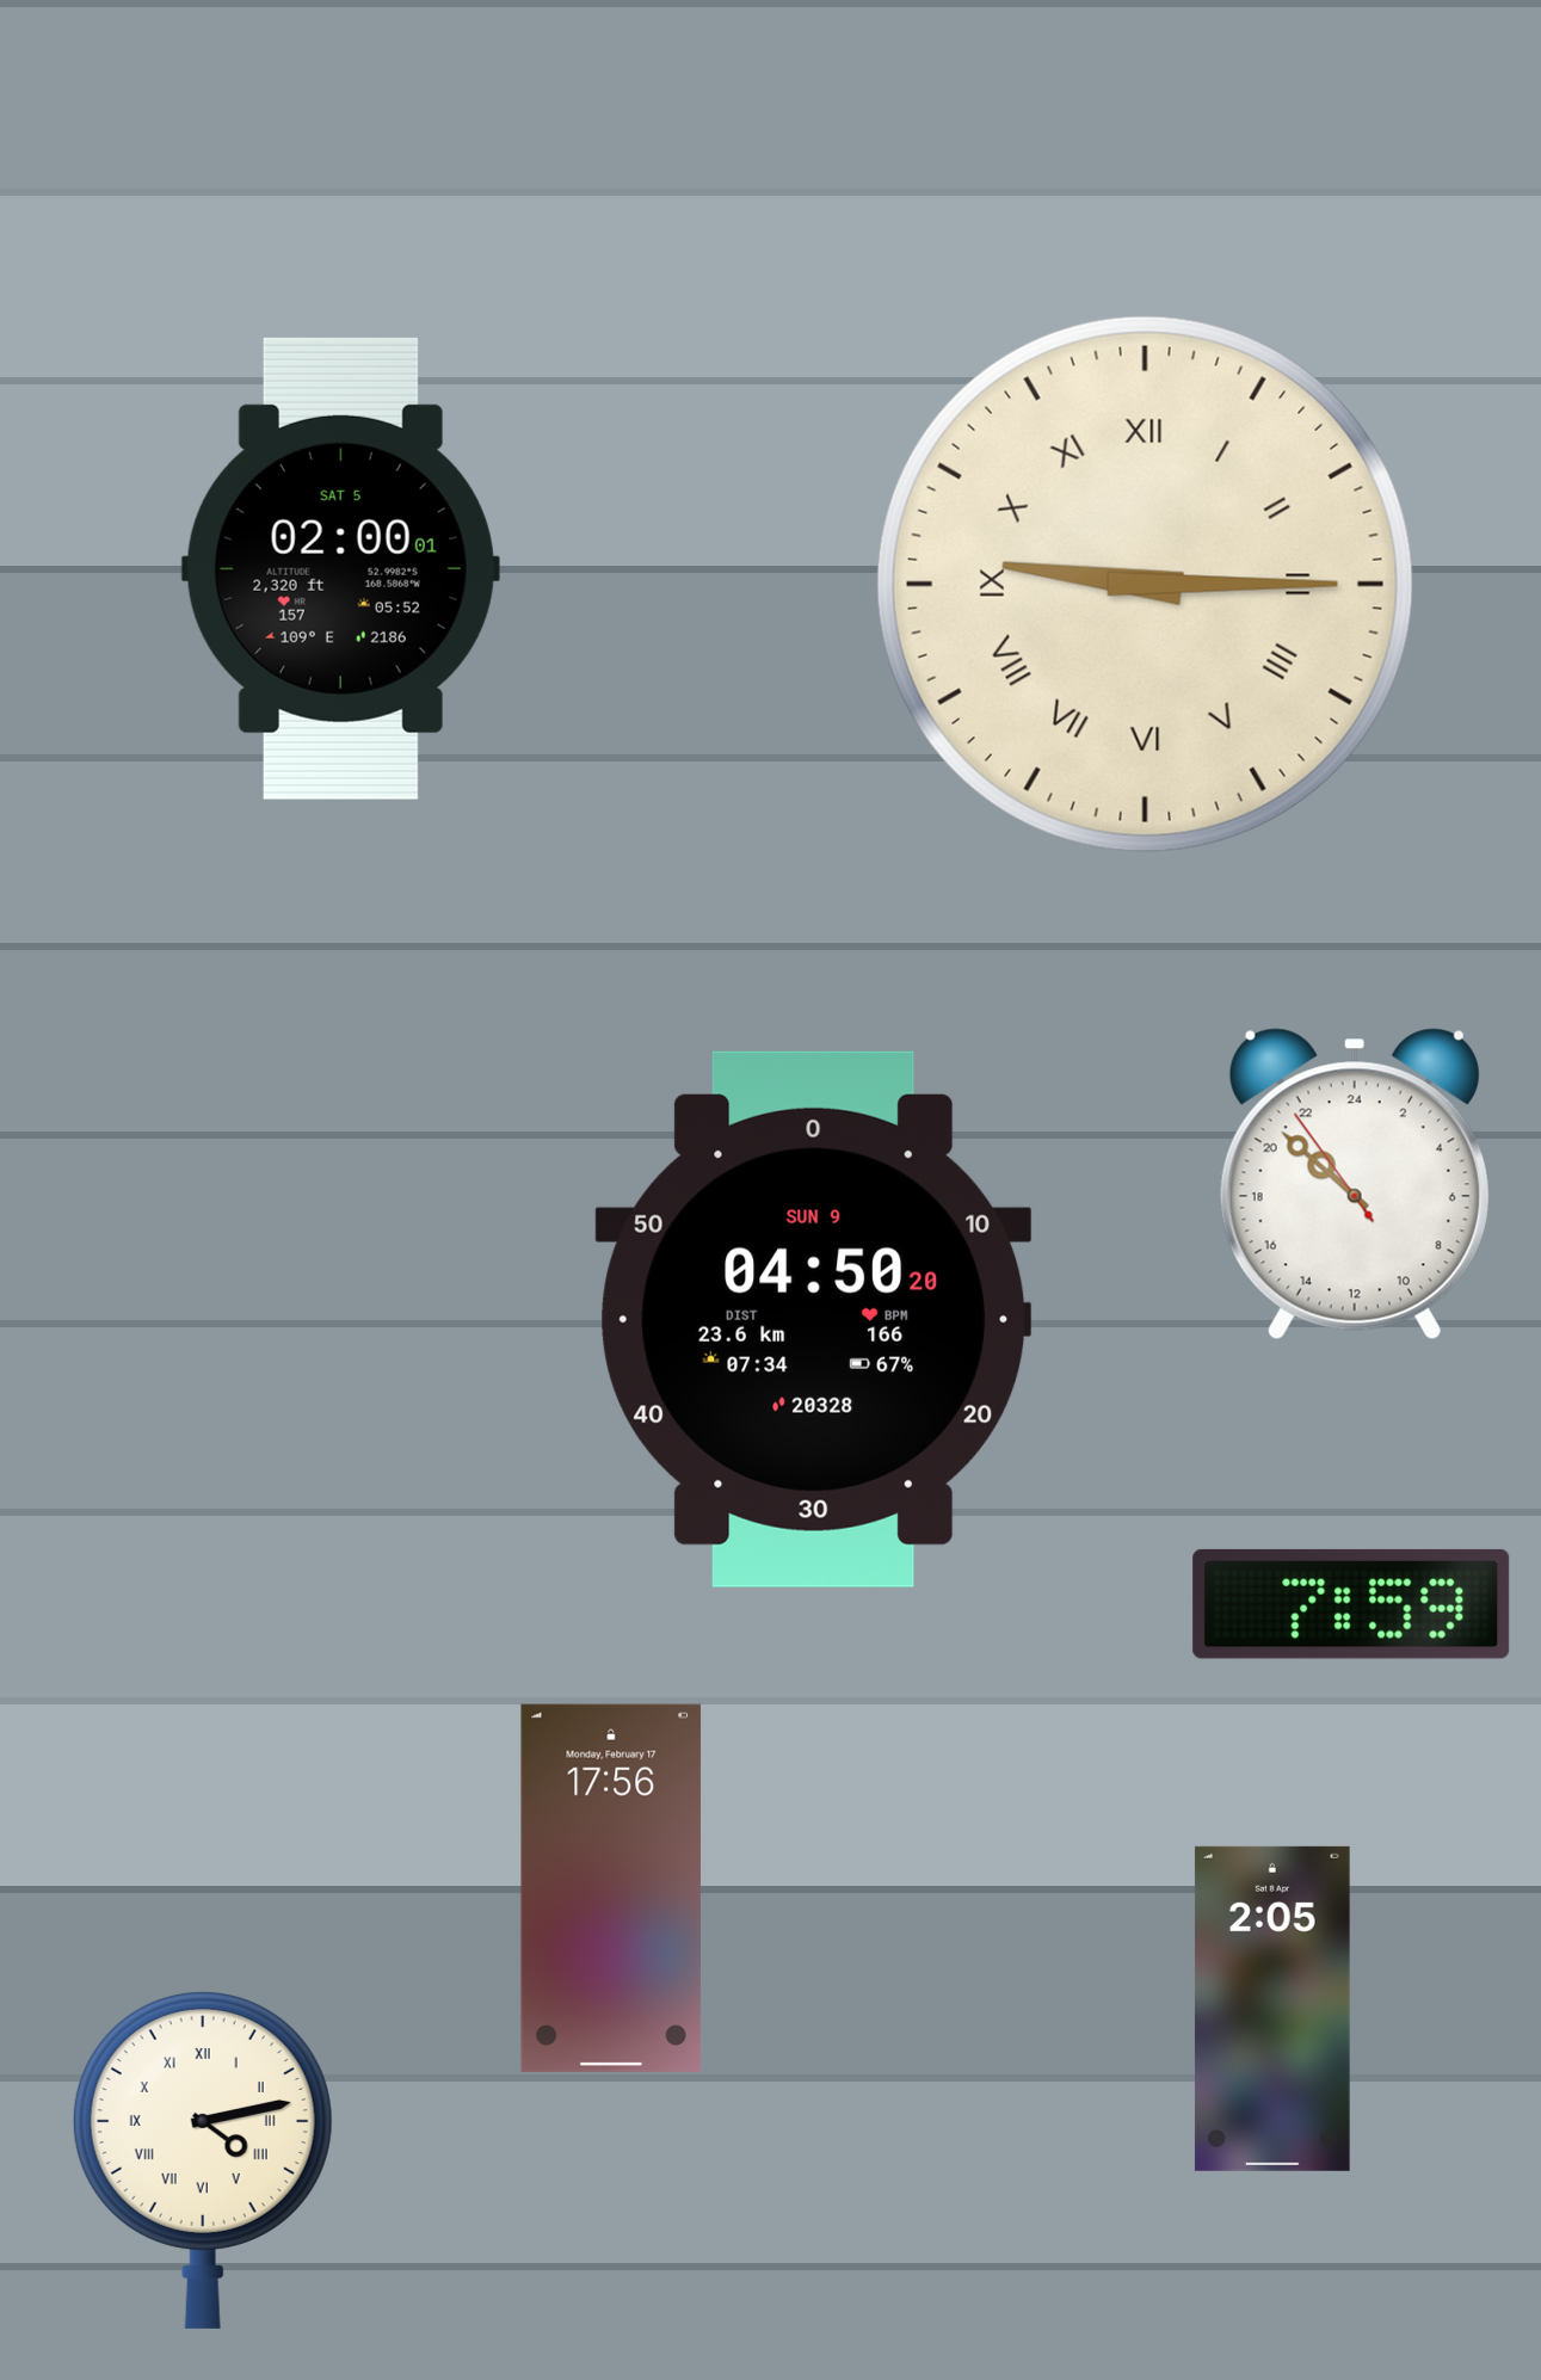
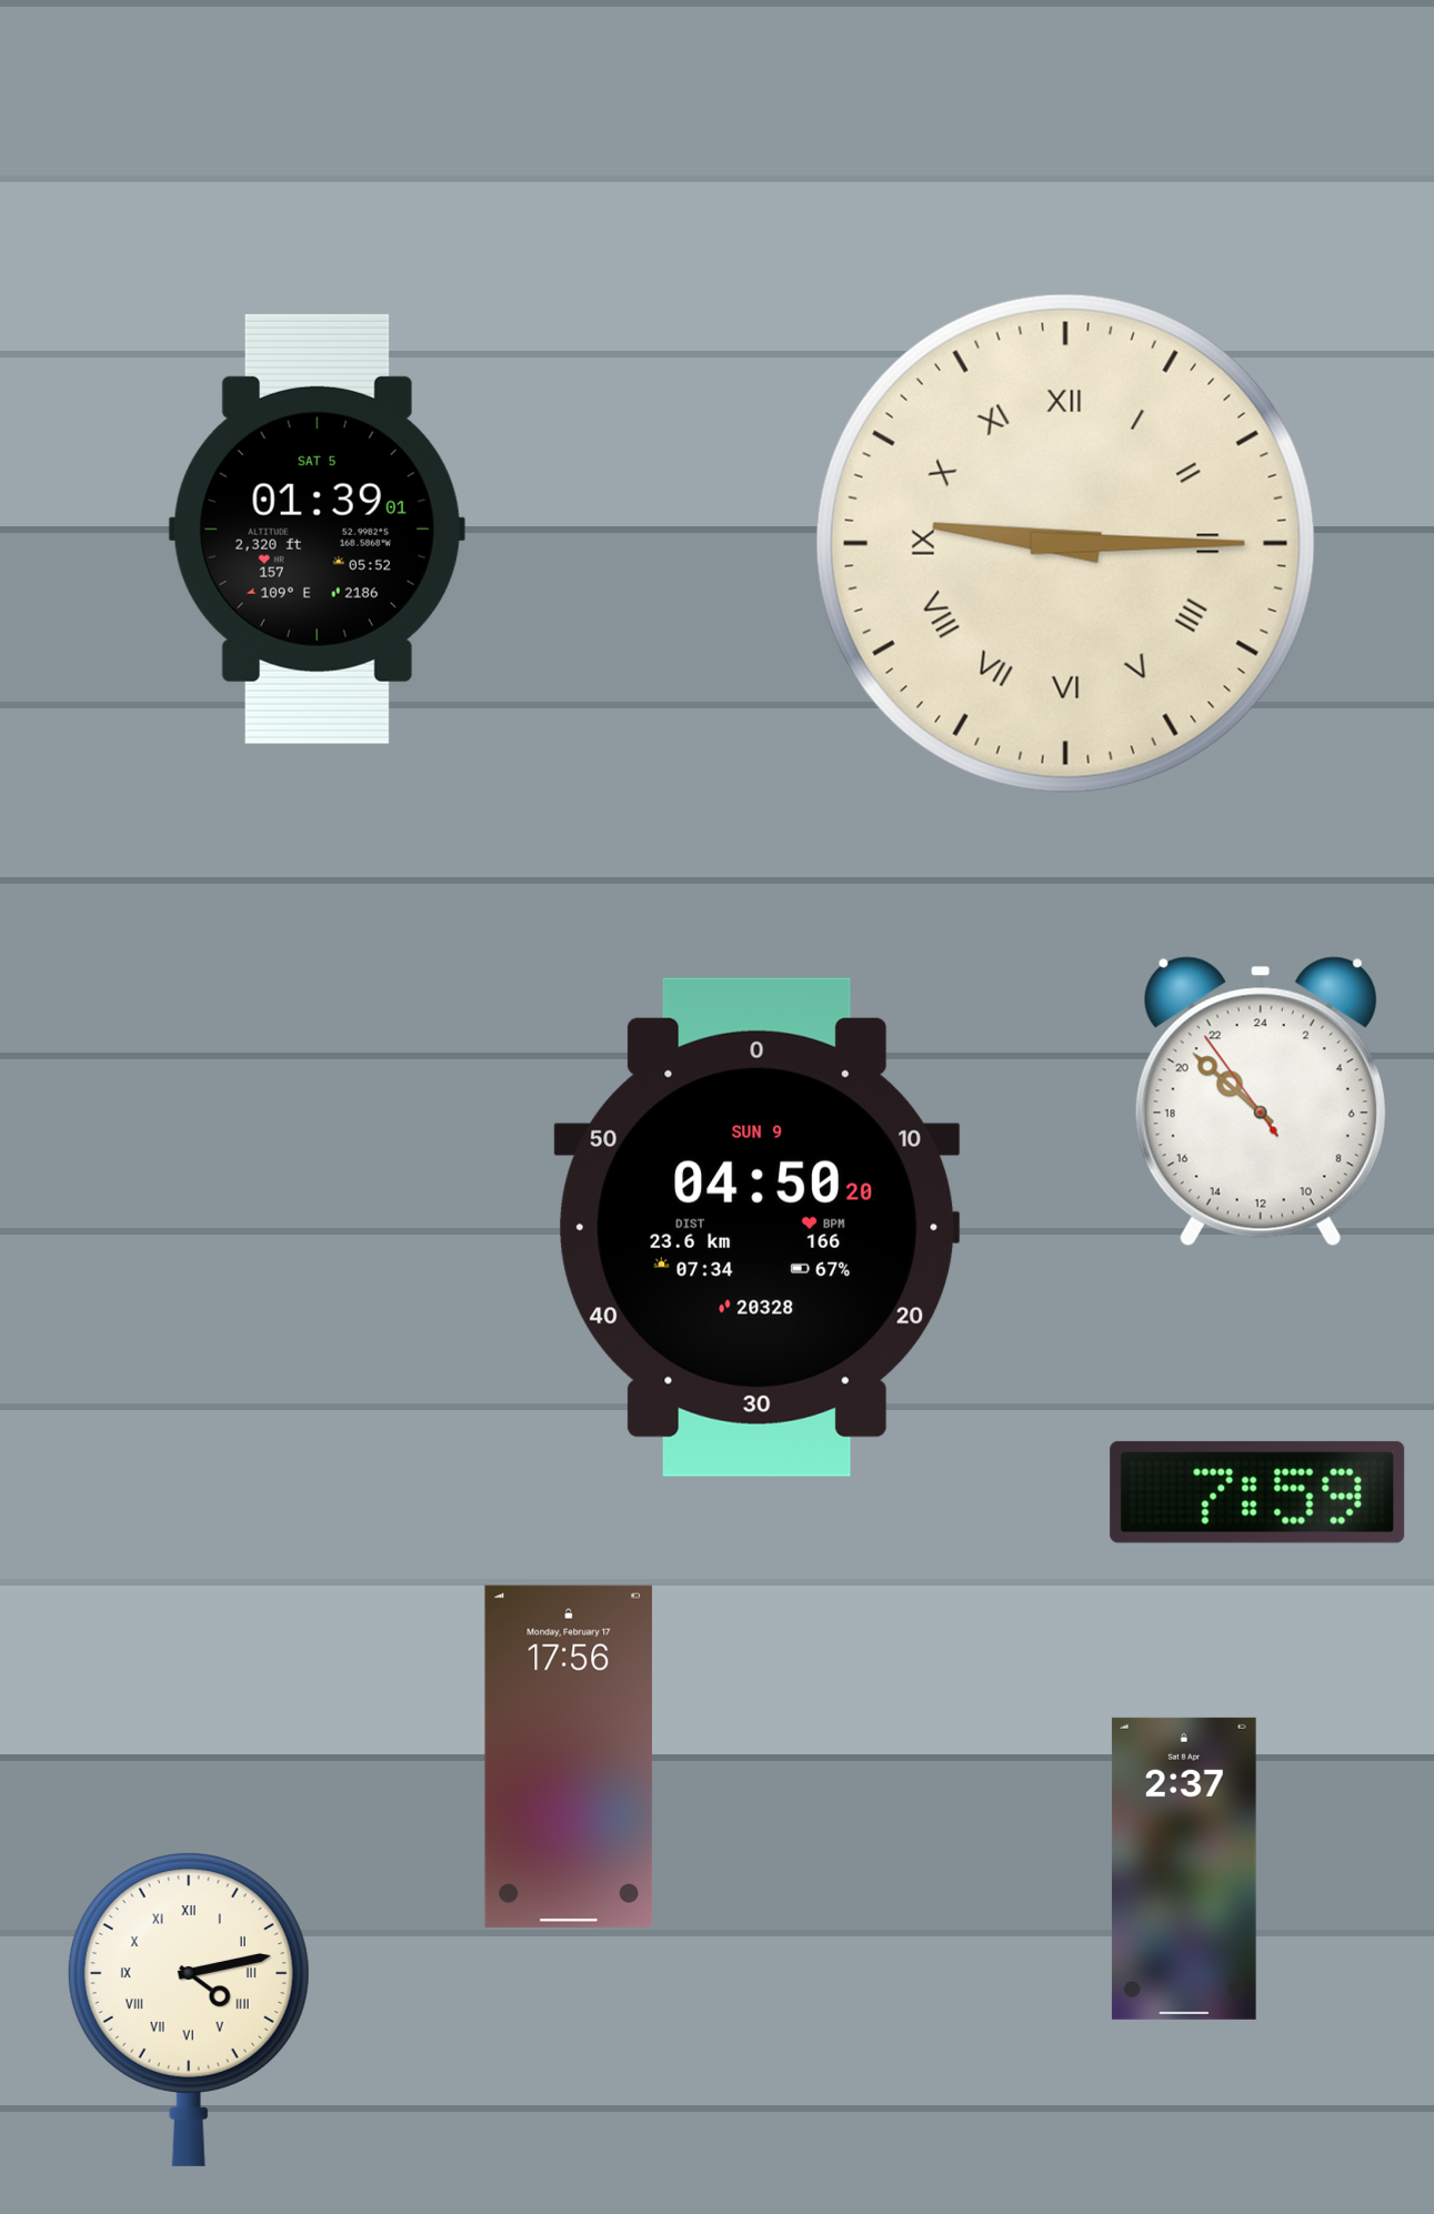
clock at (340, 568): 02:00 -> 01:39
clock at (1272, 2009): 2:05 -> 2:37
